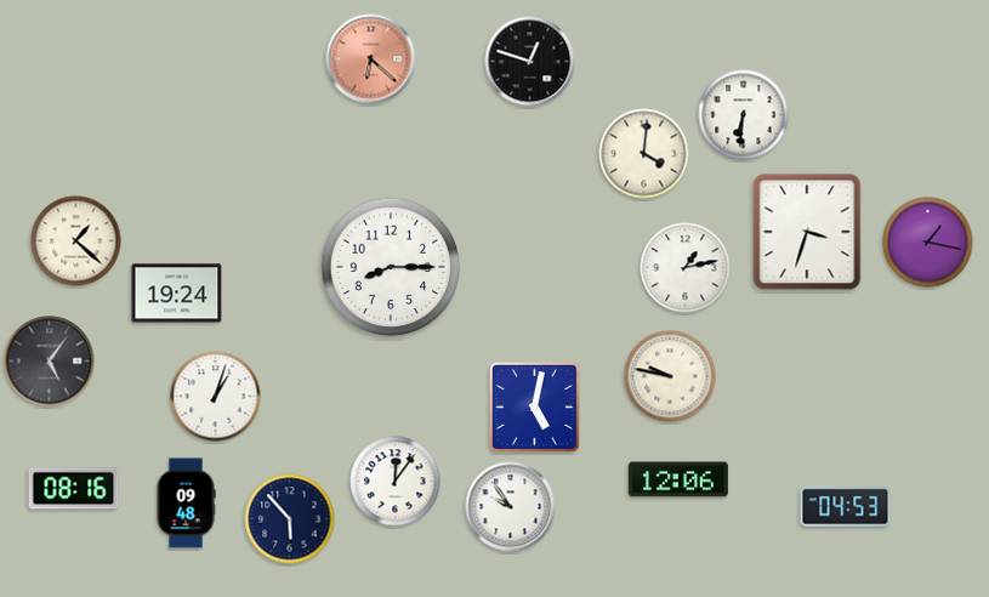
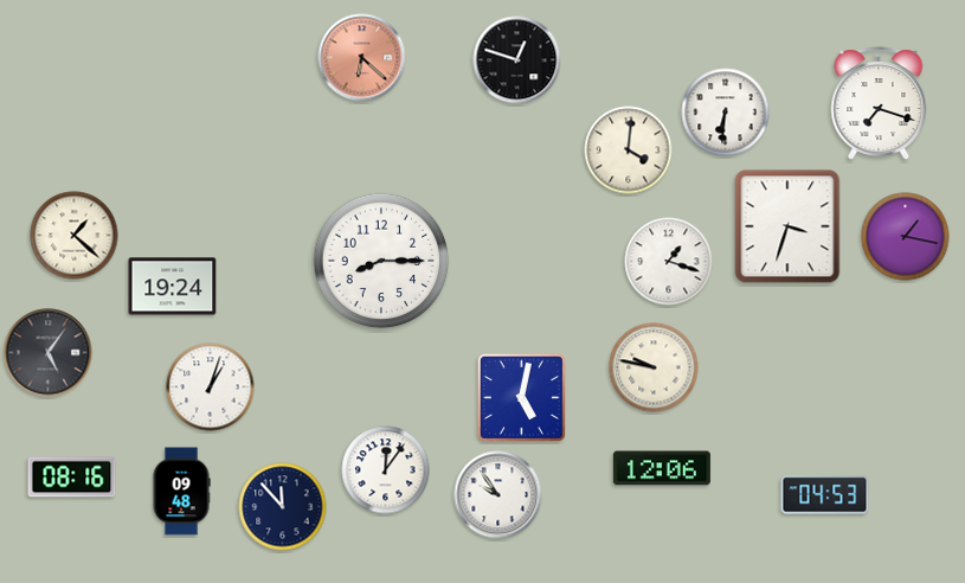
clock at (879, 103): none -> 7:18
clock at (686, 268): 1:13 -> 1:18
clock at (290, 519): 5:53 -> 11:53
